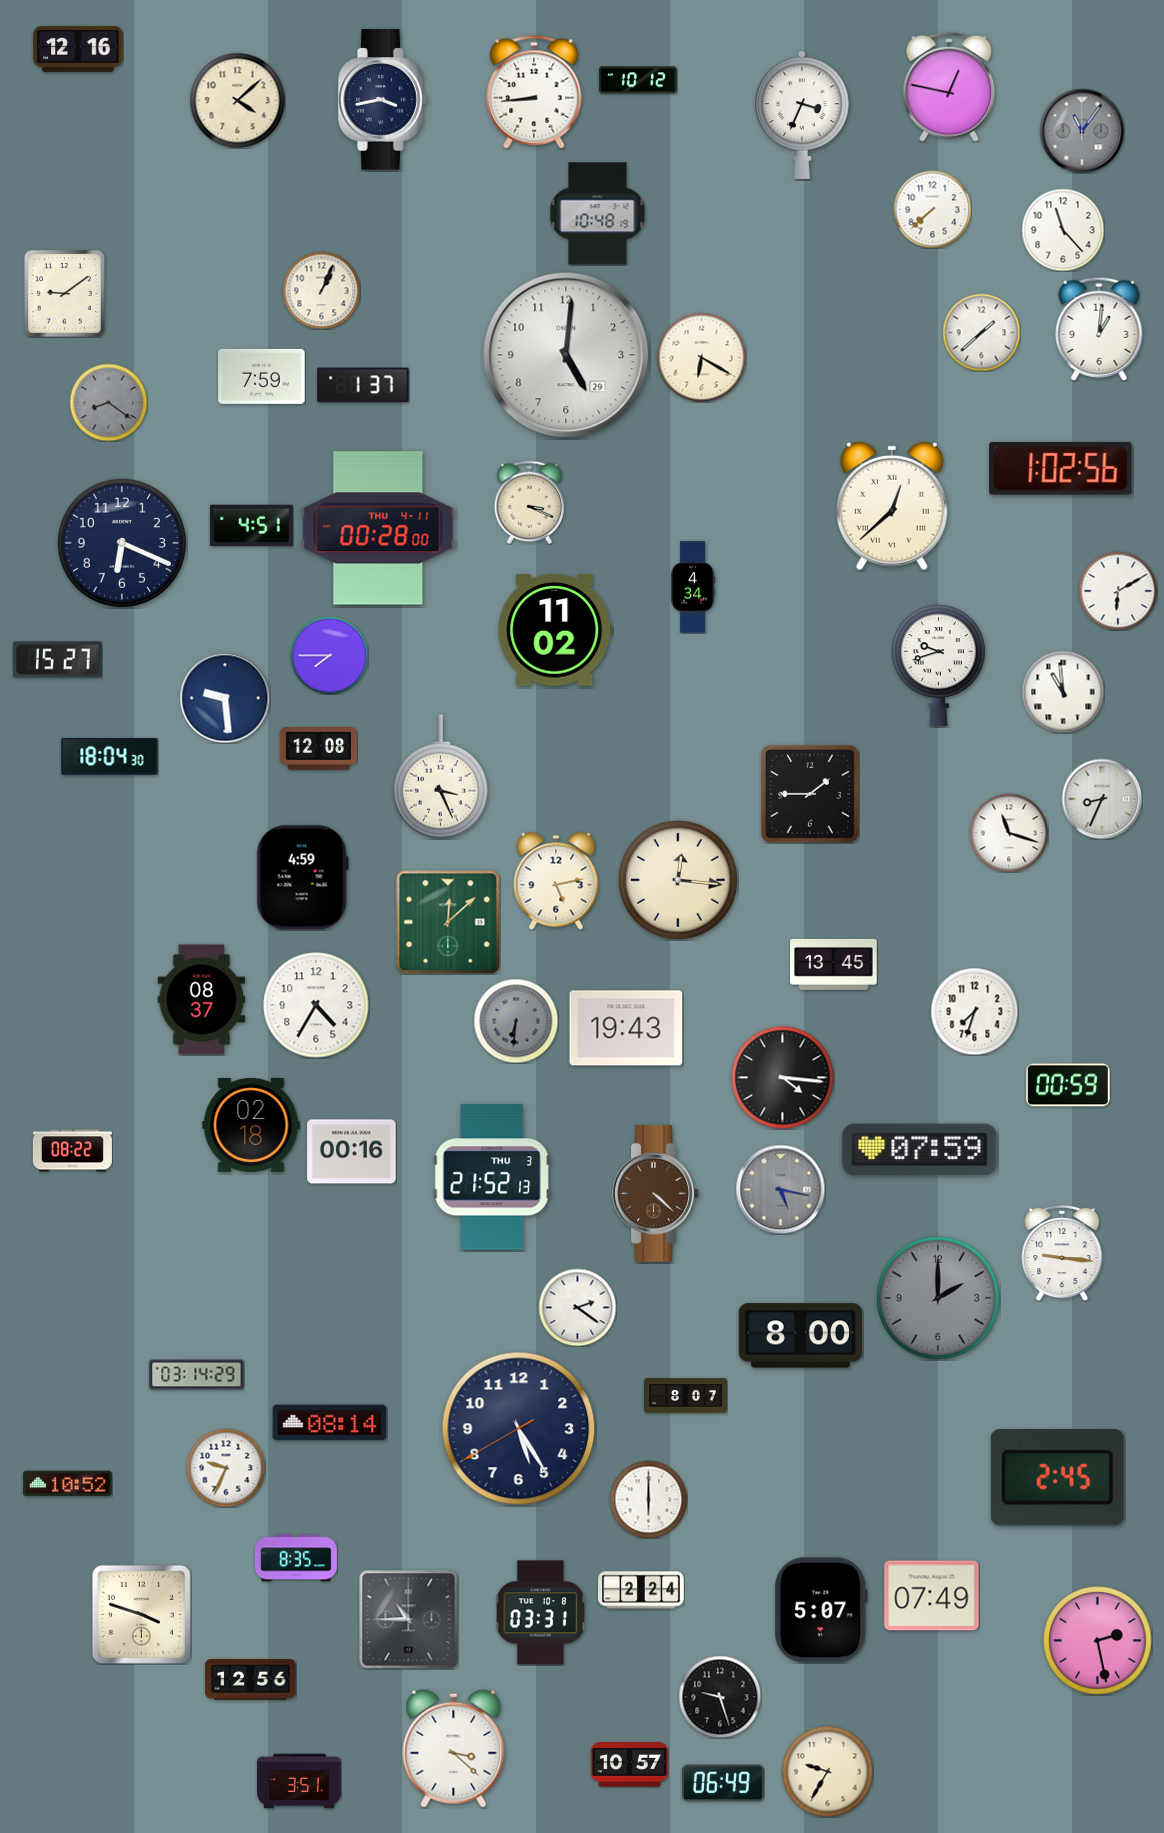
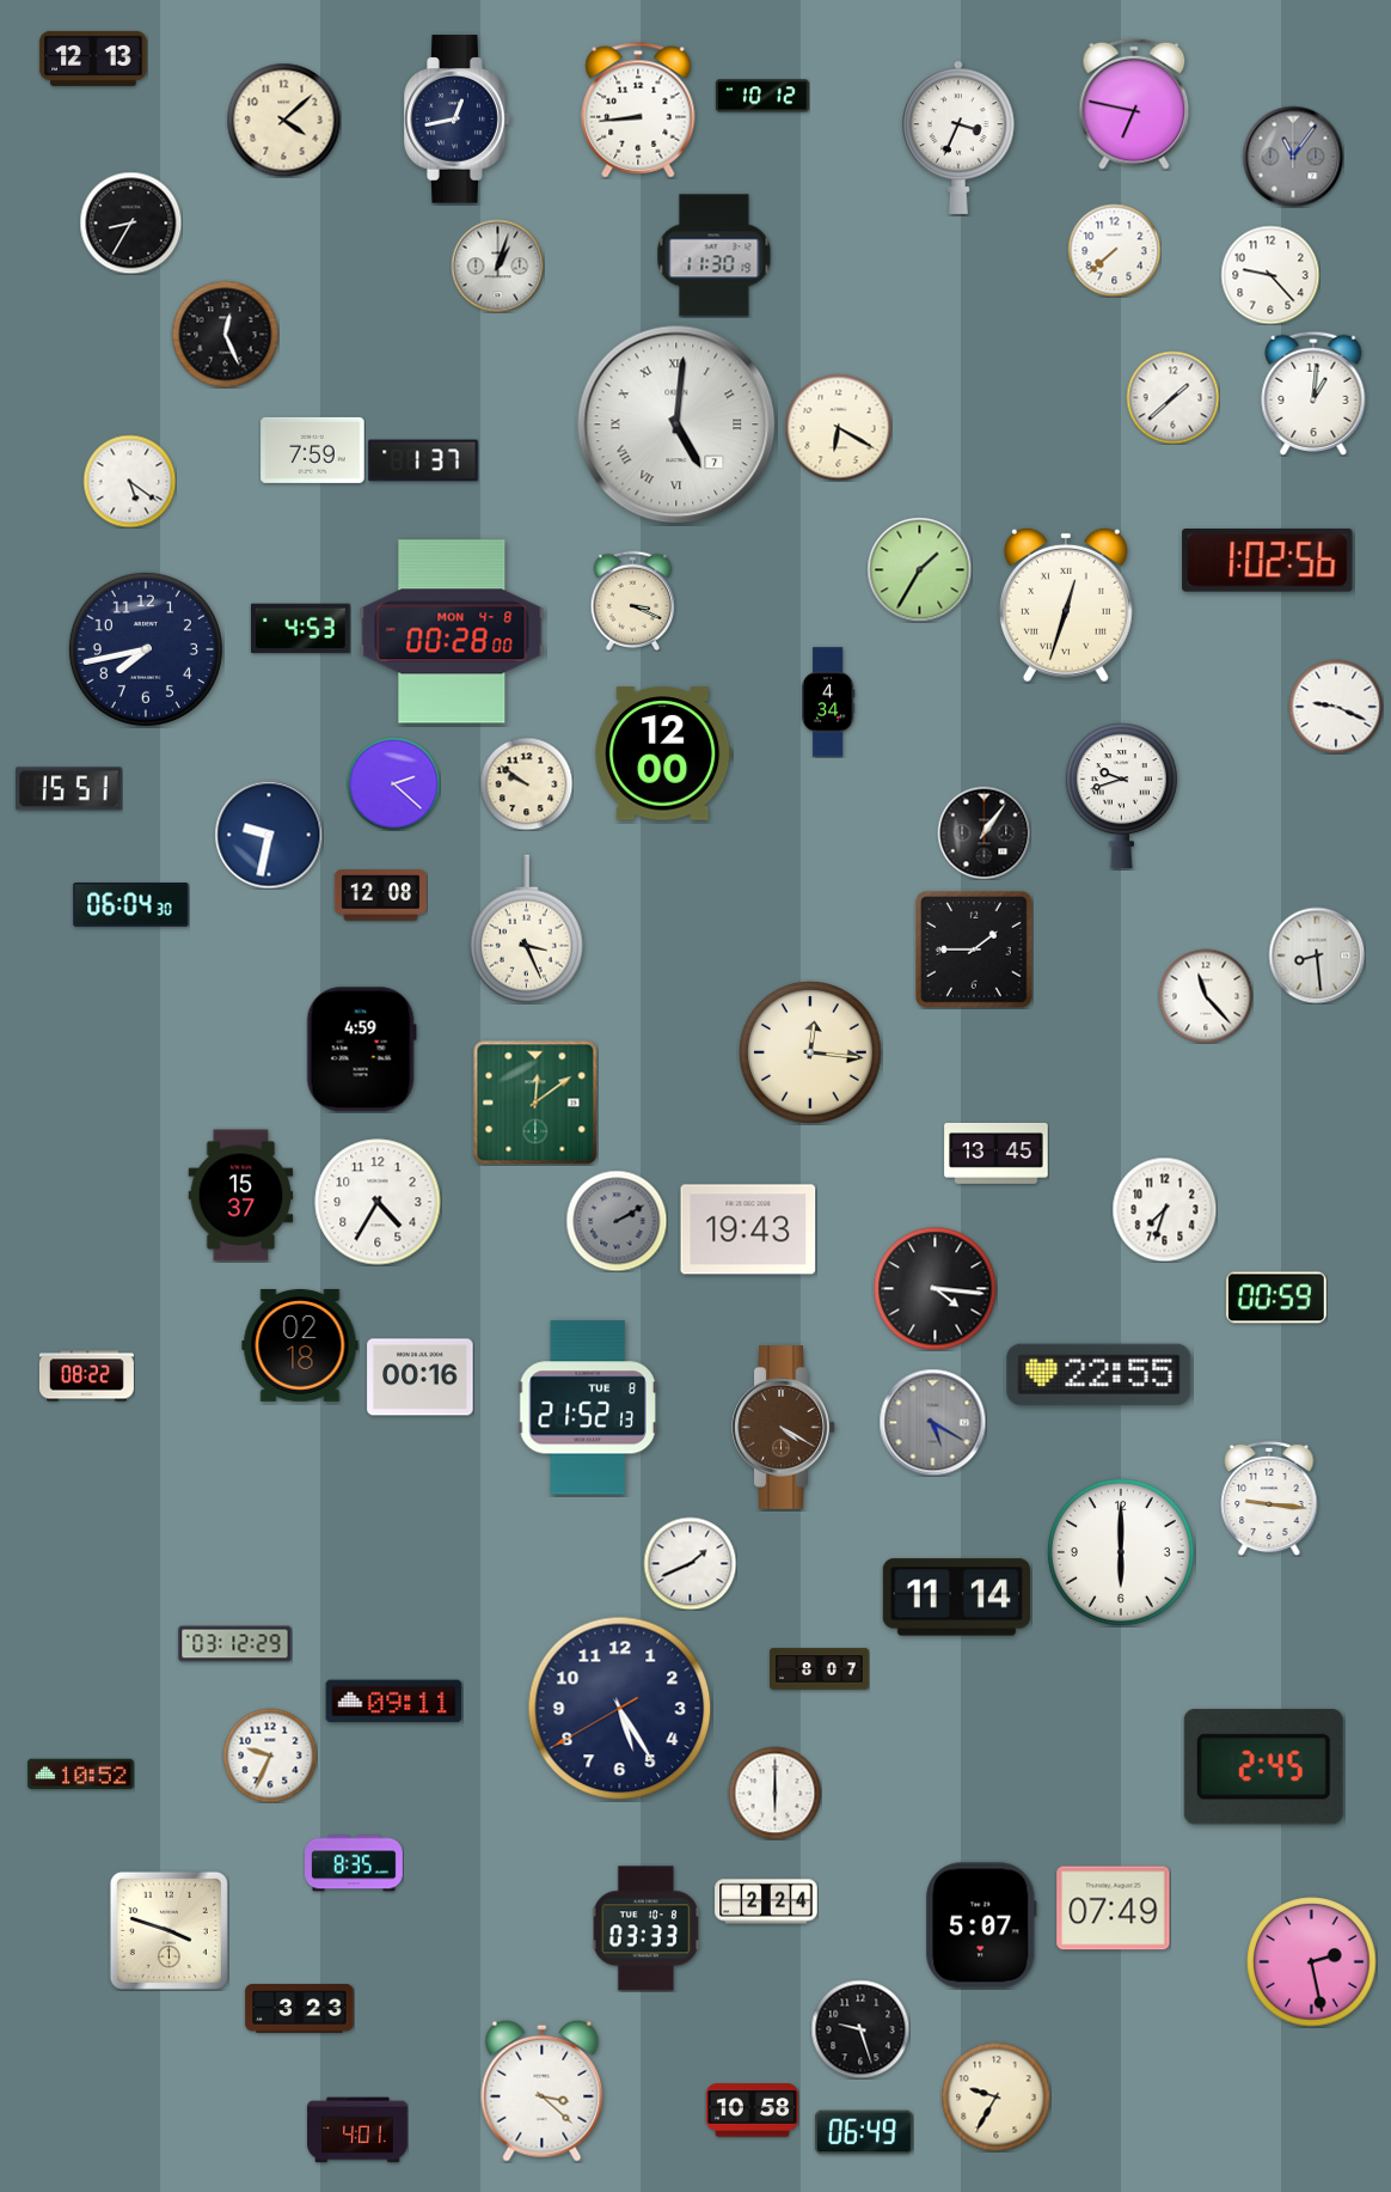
clock at (78, 49): 12:16 -> 12:13
clock at (949, 87): 12:47 -> 6:47
clock at (383, 100): 3:43 -> 12:43
clock at (130, 222): none -> 8:35
clock at (598, 214): 10:48 -> 11:30
clock at (497, 265): none -> 1:03
clock at (1063, 230): 11:23 -> 9:23
clock at (225, 334): none -> 12:26
clock at (321, 290): 1:04 -> none
clock at (65, 294): 9:09 -> none
clock at (566, 355) date: 29 -> 7
clock at (566, 355) numerals: Arabic -> Roman
clock at (363, 385) position: (363, 385) -> (423, 460)
clock at (108, 402): 8:21 -> 5:21
clock at (108, 402) dial: grey -> white
clock at (919, 569): none -> 1:35
clock at (892, 506): 12:38 -> 12:33
clock at (251, 526): 4:51 -> 4:53
clock at (378, 528) date: THU 4-11 -> MON 4-8
clock at (122, 543): 6:19 -> 7:43
clock at (1118, 591): 6:10 -> 9:19
clock at (555, 630): 11:02 -> 12:00
clock at (329, 655): 7:45 -> 2:22
clock at (526, 783): none -> 9:51
clock at (58, 660): 15:27 -> 15:51
clock at (1063, 692): 10:59 -> none
clock at (983, 832): none -> 1:06
clock at (225, 698): 9:29 -> 9:32
clock at (110, 757): 18:04 -> 06:04
clock at (811, 795) position: (811, 795) -> (975, 951)
clock at (1102, 799): 8:34 -> 8:29
clock at (1009, 833): 11:18 -> 11:23
clock at (556, 881): 5:13 -> none
clock at (448, 922): 12:08 -> 12:09
clock at (202, 1000): 08:37 -> 15:37
clock at (516, 1021): 6:31 -> 2:10
clock at (920, 1150): 07:59 -> 22:55
clock at (492, 1177) date: THU 3 -> TUE 8
clock at (780, 1189): 5:17 -> 5:20
clock at (656, 1194): 4:22 -> 4:20
clock at (938, 1298): 2:00 -> 6:00
clock at (938, 1298) dial: grey -> white
clock at (577, 1307): 2:21 -> 1:41
clock at (800, 1336): 8:00 -> 11:14
clock at (197, 1375): 03:14 -> 03:12
clock at (330, 1423): 08:14 -> 09:11
clock at (541, 1613): 03:31 -> 03:33
clock at (409, 1620): 10:45 -> none
clock at (251, 1680): 12:56 -> 3:23
clock at (629, 1765): 10:57 -> 10:58
clock at (827, 1771) position: (827, 1771) -> (995, 2096)
clock at (299, 1781): 3:51 -> 4:01
